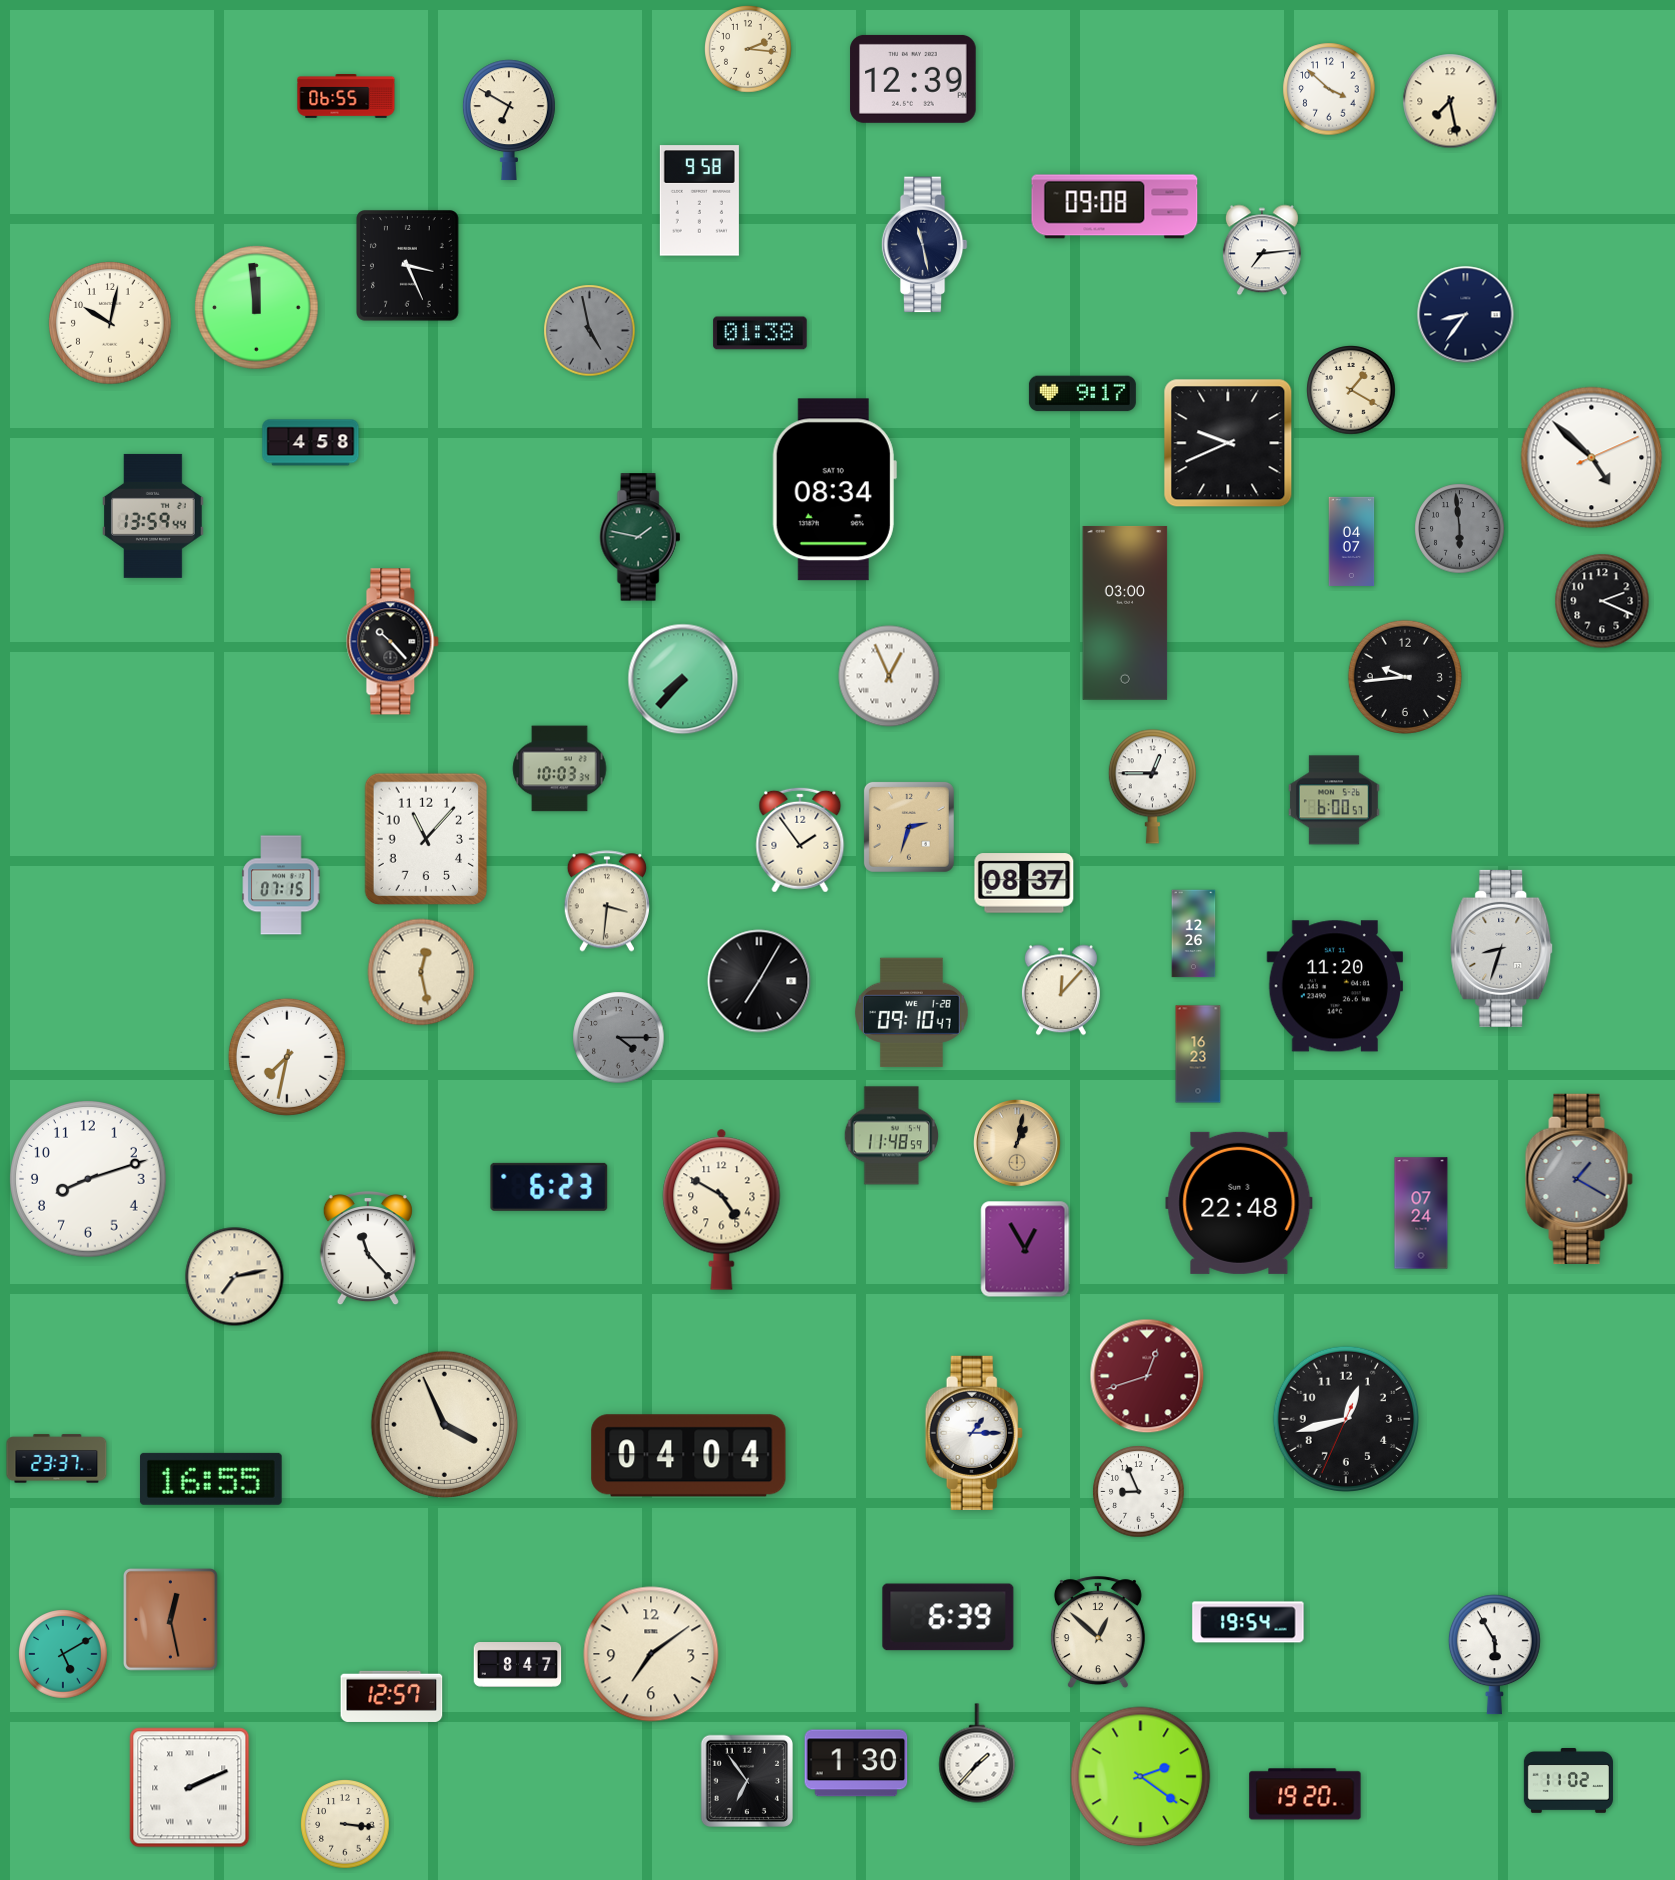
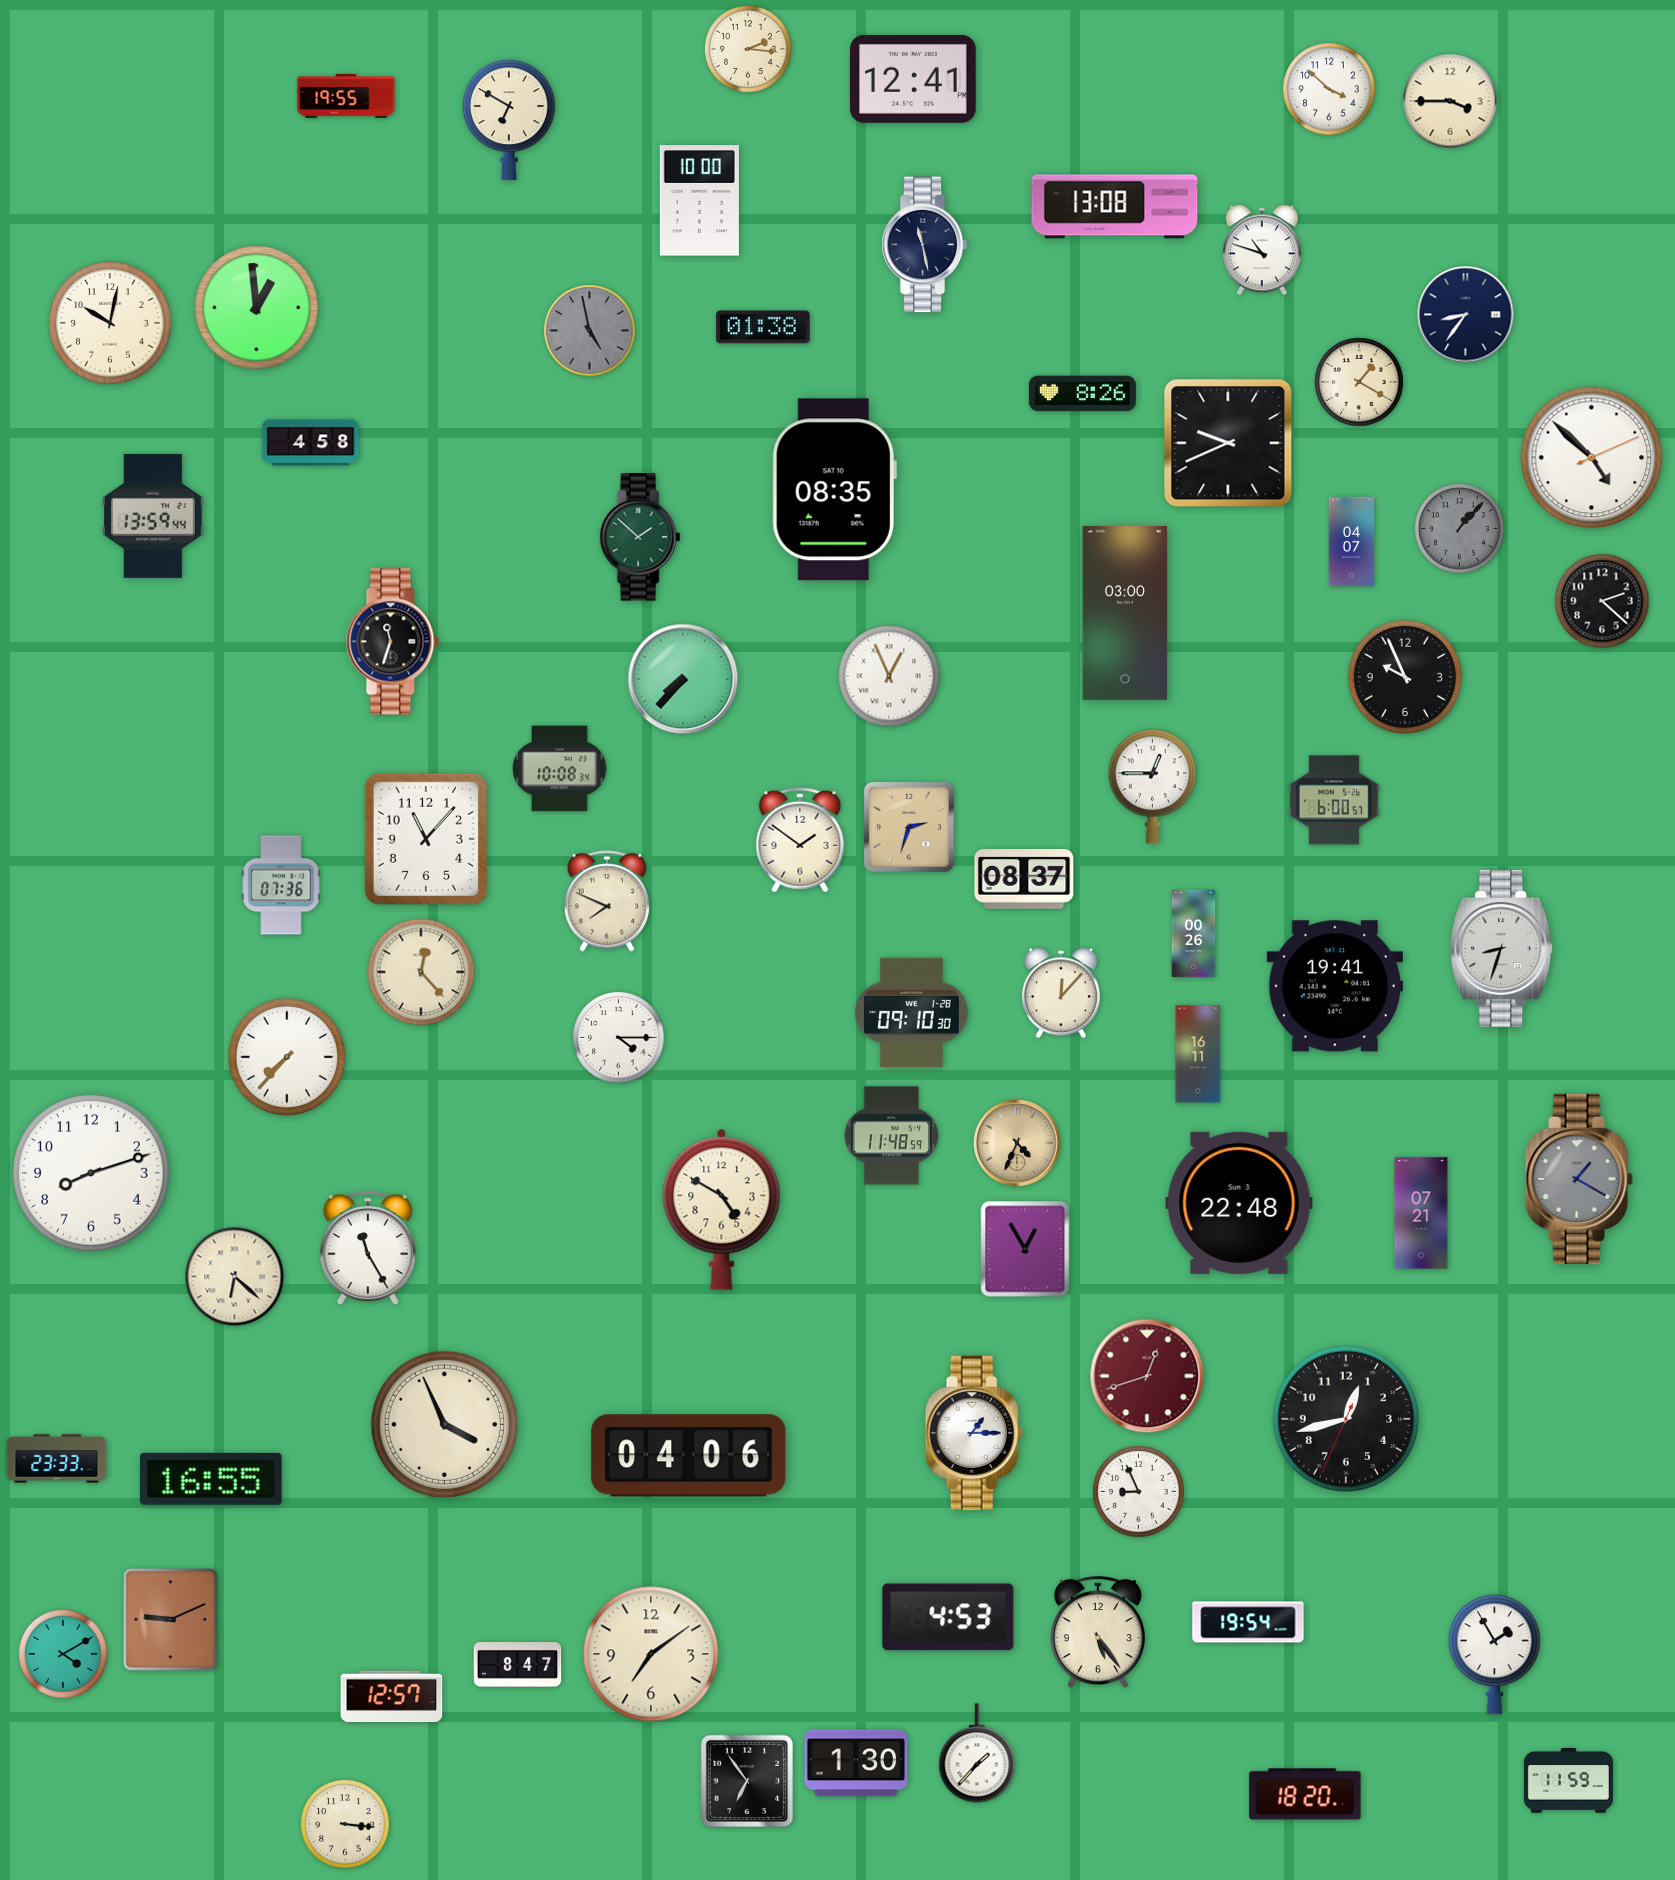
clock at (913, 79): 12:39 -> 12:41
clock at (346, 97): 06:55 -> 19:55
clock at (1450, 101): 7:28 -> 3:45
clock at (699, 201): 9:58 -> 10:00
clock at (1115, 207): 09:08 -> 13:08
clock at (1262, 250): 7:14 -> 10:48
clock at (408, 266): 3:26 -> none
clock at (257, 308): 11:59 -> 12:59
clock at (760, 333) position: (760, 333) -> (763, 327)
clock at (1351, 390) position: (1351, 390) -> (1359, 382)
clock at (1082, 394): 9:17 -> 8:26
clock at (834, 490): 08:34 -> 08:35
clock at (1460, 529): 5:59 -> 1:07
clock at (640, 537): 1:47 -> 1:52
clock at (1602, 601): 2:19 -> 2:22
clock at (393, 642): 10:23 -> 11:33
clock at (1404, 676): 9:44 -> 9:56
clock at (560, 769): 10:03 -> 10:08
clock at (800, 840): 1:54 -> 1:51
clock at (1024, 883) position: (1024, 883) -> (1024, 879)
clock at (281, 885): 07:15 -> 07:36
clock at (607, 901): 3:31 -> 7:49
clock at (1194, 934): 12:26 -> 00:26
clock at (421, 972): 12:28 -> 12:23
clock at (759, 981): 7:05 -> none
clock at (1335, 986): 11:20 -> 19:41
clock at (1061, 990) position: (1061, 990) -> (1061, 993)
clock at (912, 1012): 09:10:47 -> 09:10:30
clock at (619, 1038) dial: grey -> white
clock at (1198, 1054): 16:23 -> 16:11
clock at (287, 1057): 7:32 -> 7:37
clock at (1018, 1144): 1:02 -> 4:34
clock at (89, 1180) position: (89, 1180) -> (92, 1174)
clock at (549, 1187): 6:23 -> none
clock at (1421, 1213): 07:24 -> 07:21
clock at (368, 1248): 11:23 -> 11:25
clock at (235, 1277): 7:13 -> 6:22
clock at (689, 1456): 04:04 -> 04:06
clock at (57, 1459): 23:37 -> 23:33
clock at (948, 1617): 6:39 -> 4:53
clock at (170, 1619): 12:28 -> 9:11
clock at (1098, 1633): 12:52 -> 5:24
clock at (63, 1654): 5:10 -> 4:10
clock at (1494, 1655): 5:55 -> 1:55
clock at (1141, 1777): 2:21 -> none
clock at (1568, 1781): 11:02 -> 11:59
clock at (190, 1788): 2:11 -> none
clock at (1305, 1794): 19:20 -> 18:20
